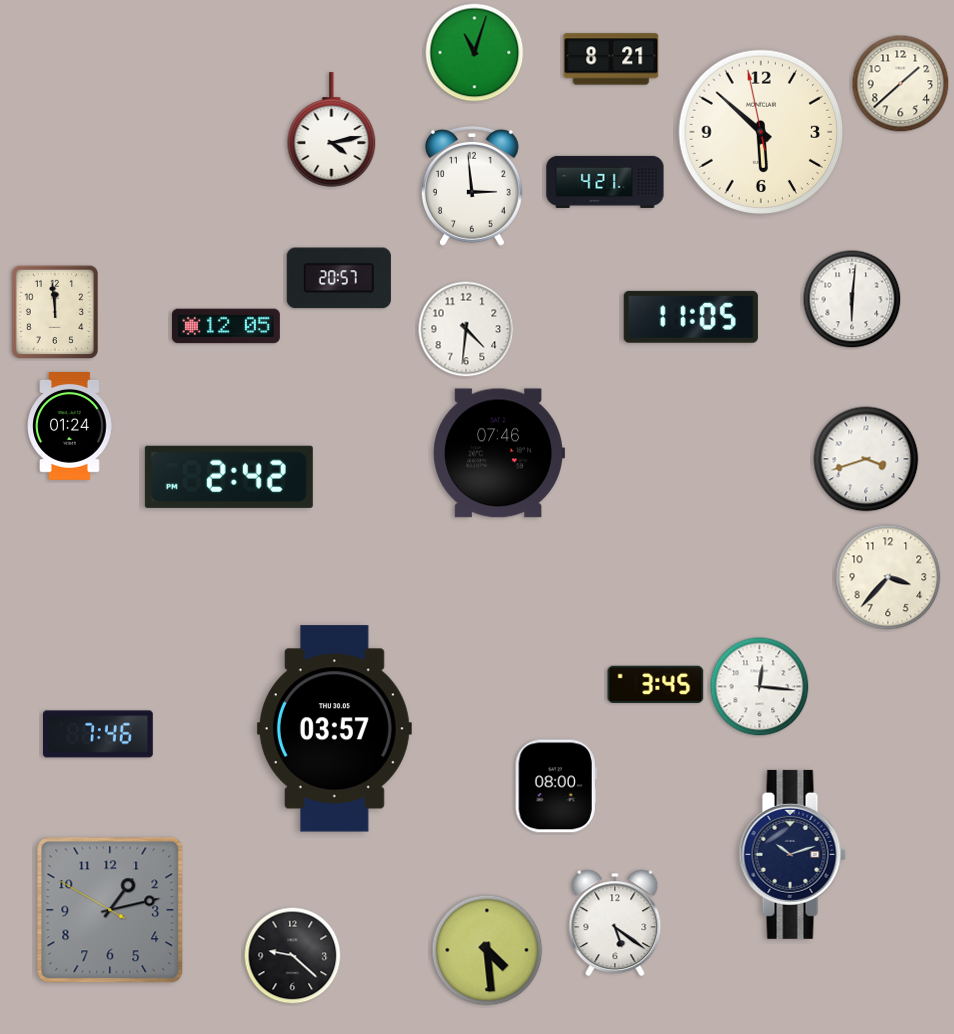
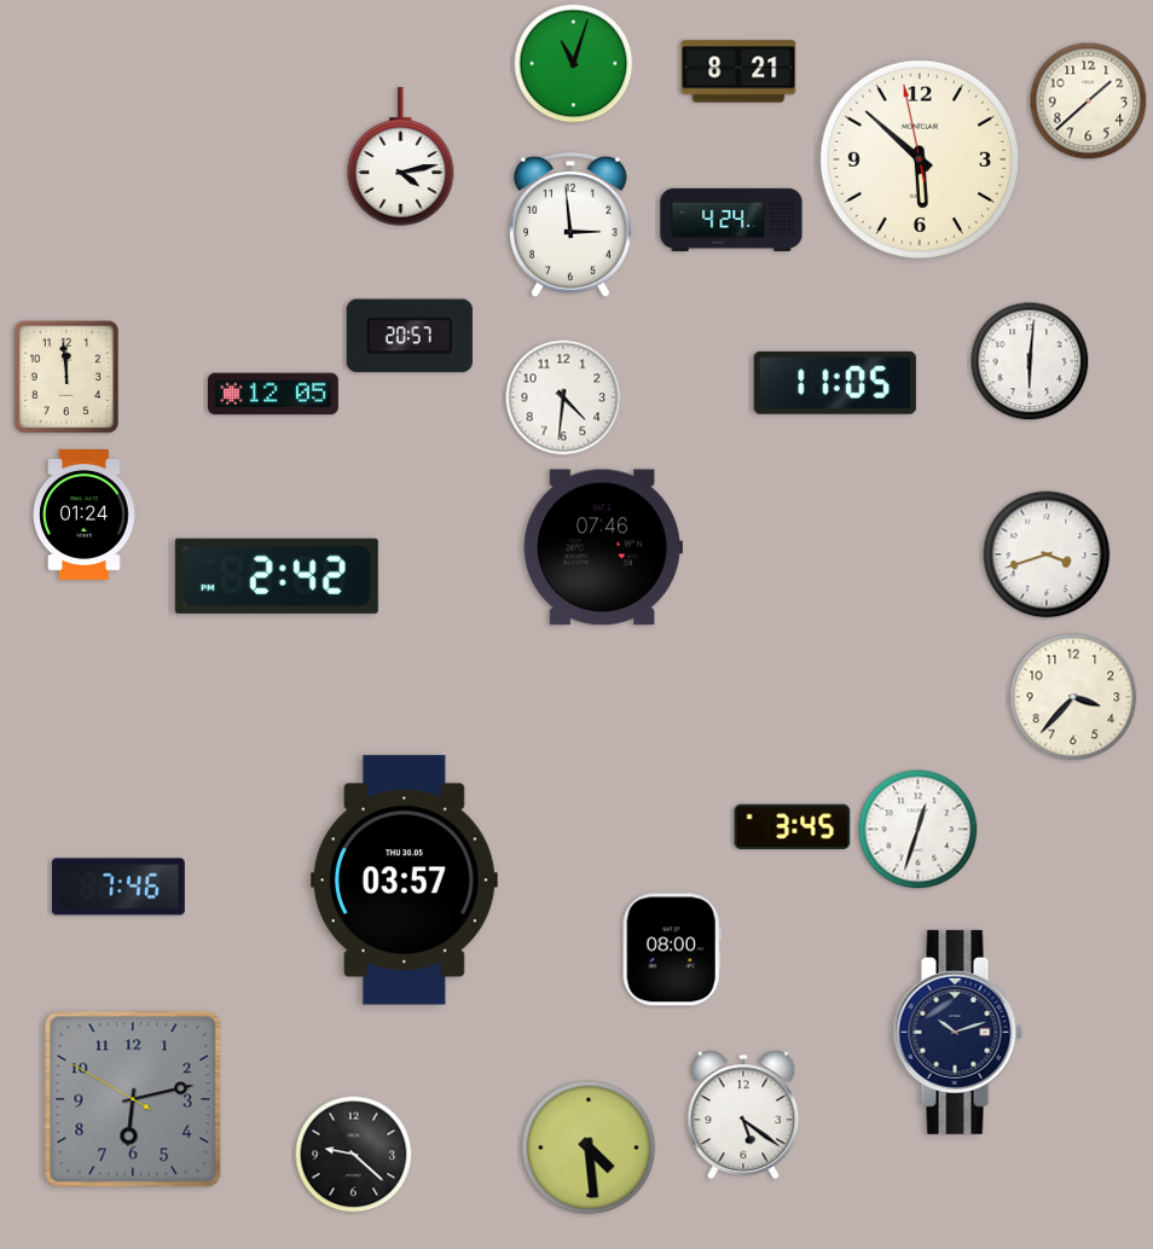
clock at (605, 182): 4:21 -> 4:24
clock at (760, 687): 12:16 -> 12:33
clock at (110, 910): 1:12 -> 6:12
